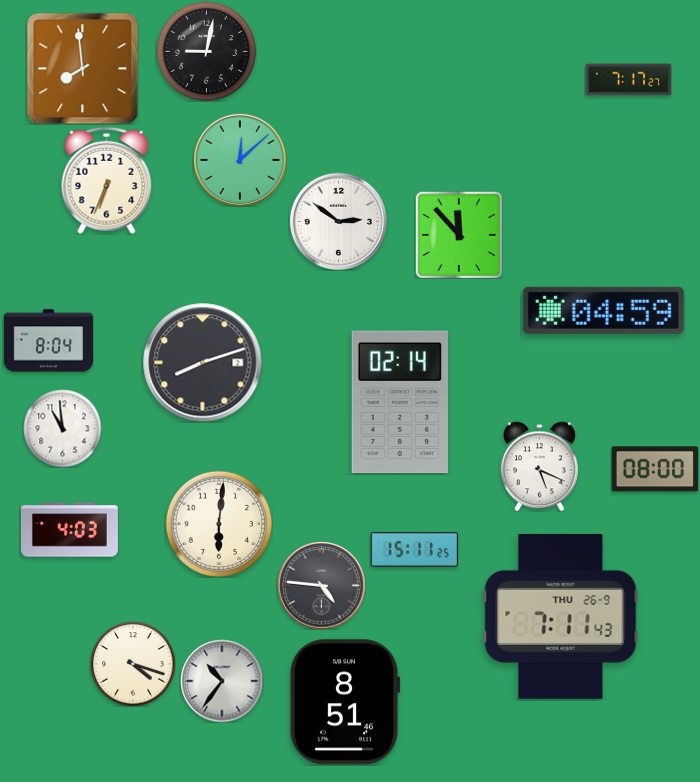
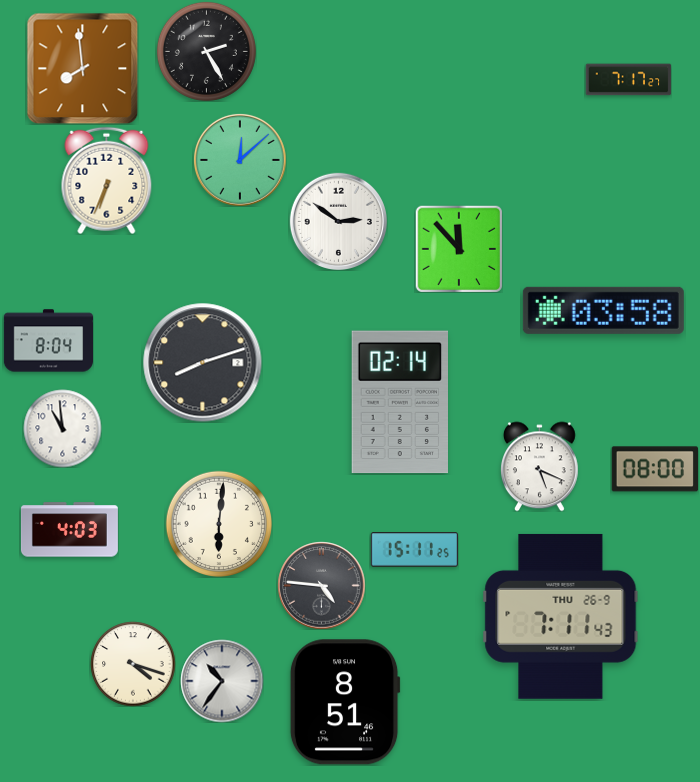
clock at (206, 51): 9:02 -> 2:25
clock at (459, 235) position: (459, 235) -> (459, 249)
clock at (603, 310): 04:59 -> 03:58
